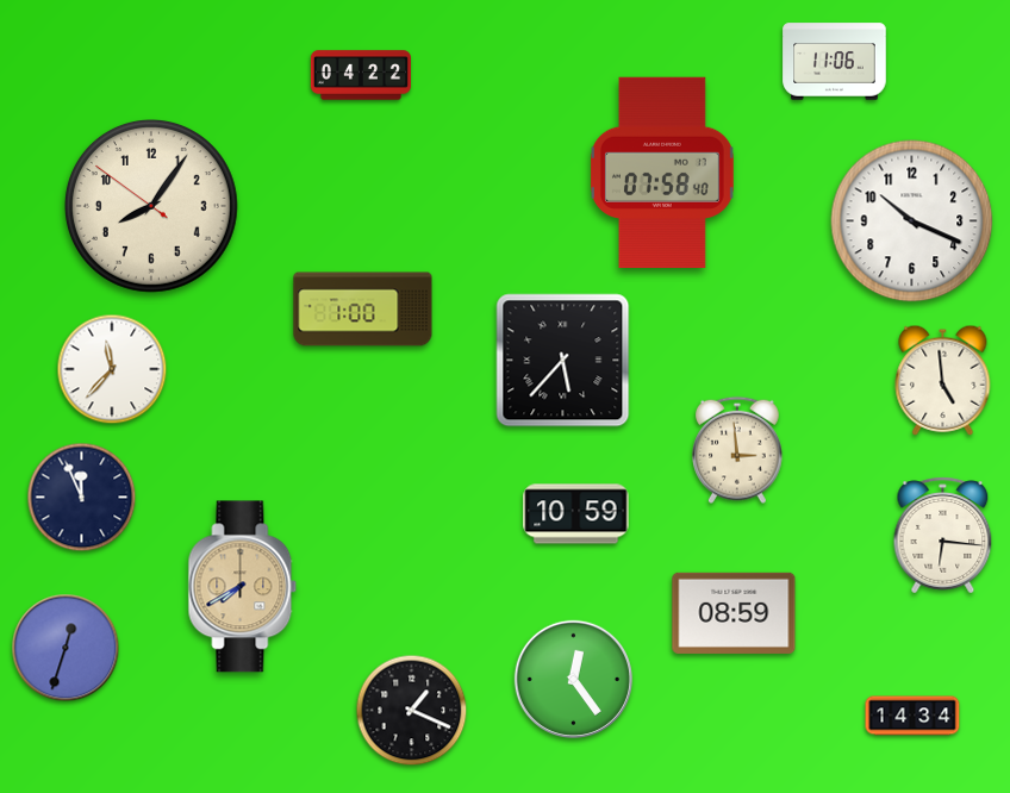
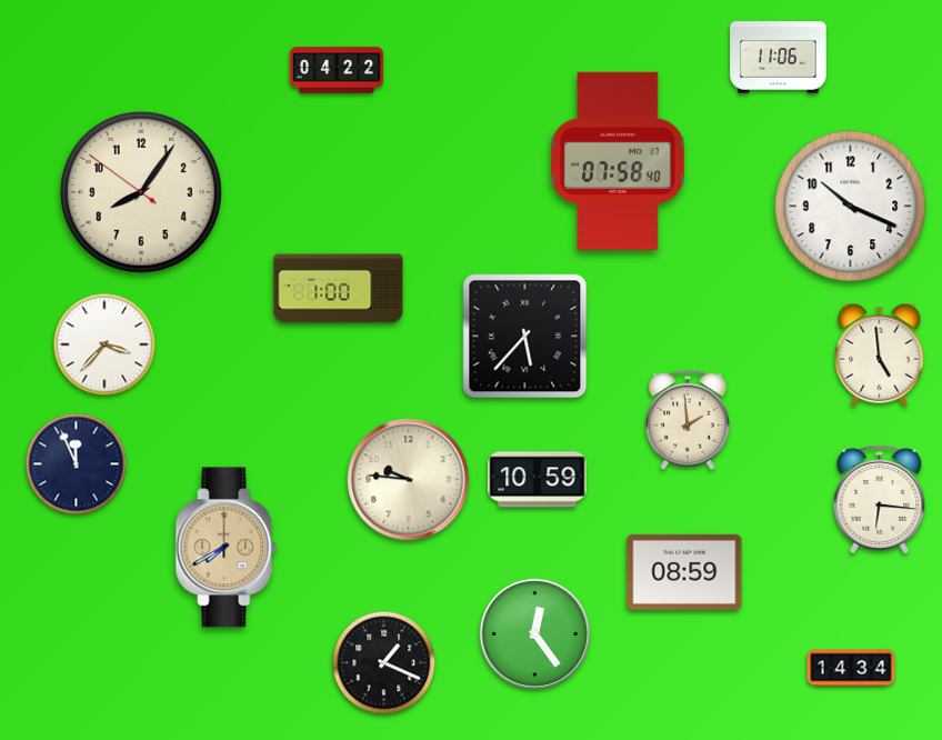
clock at (112, 369): 11:37 -> 3:37
clock at (738, 450): 2:59 -> 1:59
clock at (409, 480): none -> 9:46
clock at (66, 648): 12:33 -> none
